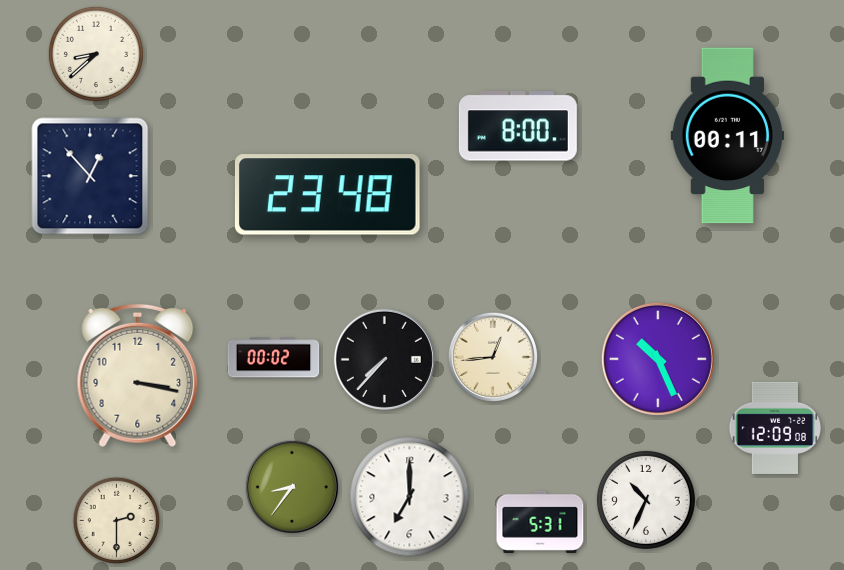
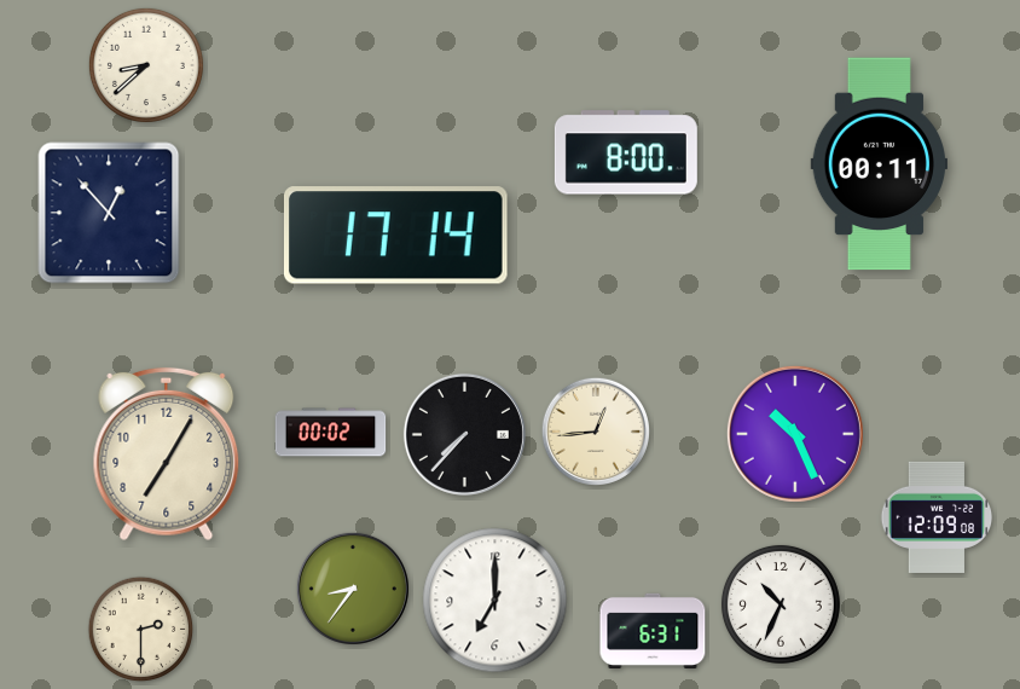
clock at (96, 54) position: (96, 54) -> (146, 65)
clock at (327, 195): 23:48 -> 17:14
clock at (138, 376): 3:17 -> 7:05
clock at (540, 522): 5:31 -> 6:31
